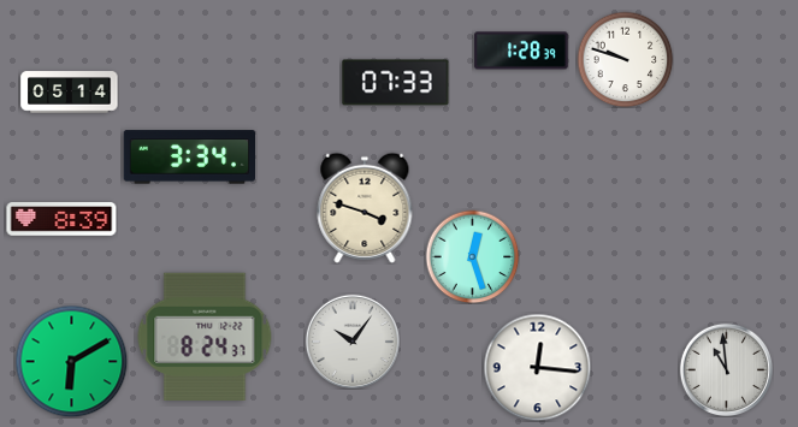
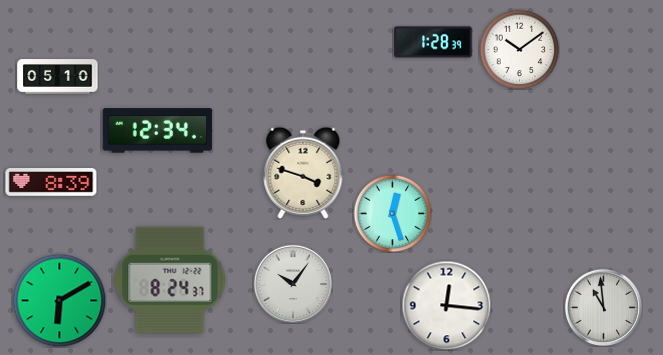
clock at (625, 59): 9:48 -> 10:09
clock at (396, 83): 07:33 -> none
clock at (70, 93): 05:14 -> 05:10
clock at (189, 158): 3:34 -> 12:34
